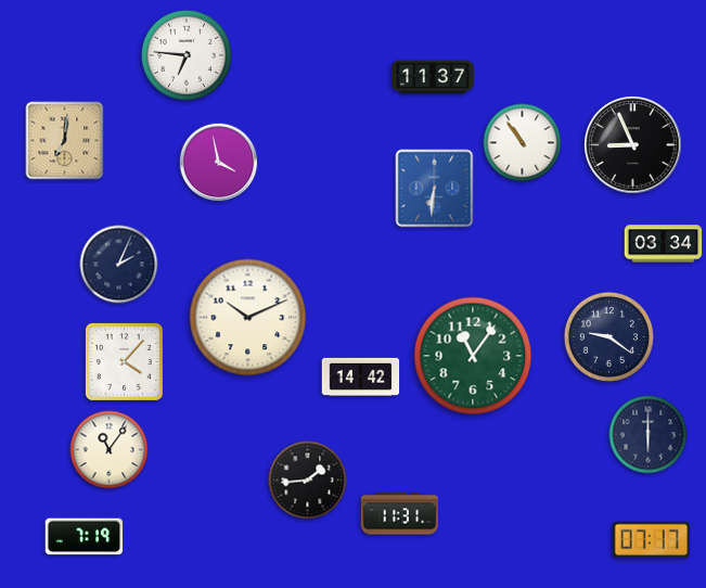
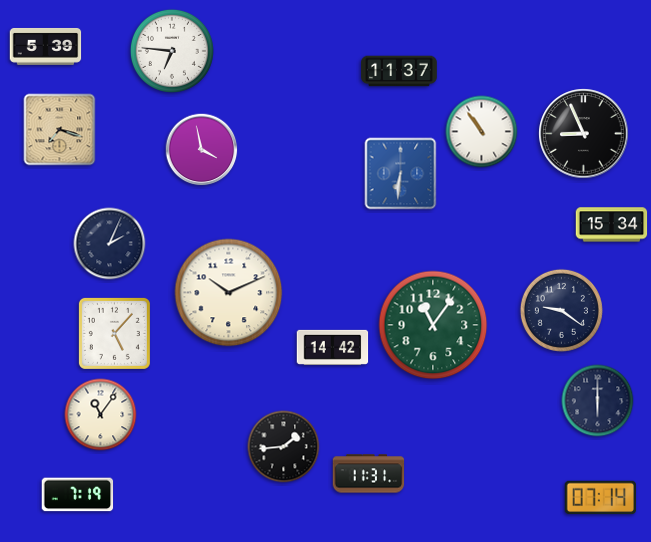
clock at (46, 46): none -> 5:39
clock at (65, 141): 7:01 -> 7:18
clock at (664, 244): 03:34 -> 15:34
clock at (473, 356) position: (473, 356) -> (433, 325)
clock at (124, 361): 4:07 -> 5:07
clock at (308, 481) position: (308, 481) -> (284, 447)
clock at (652, 540): 07:17 -> 07:14
